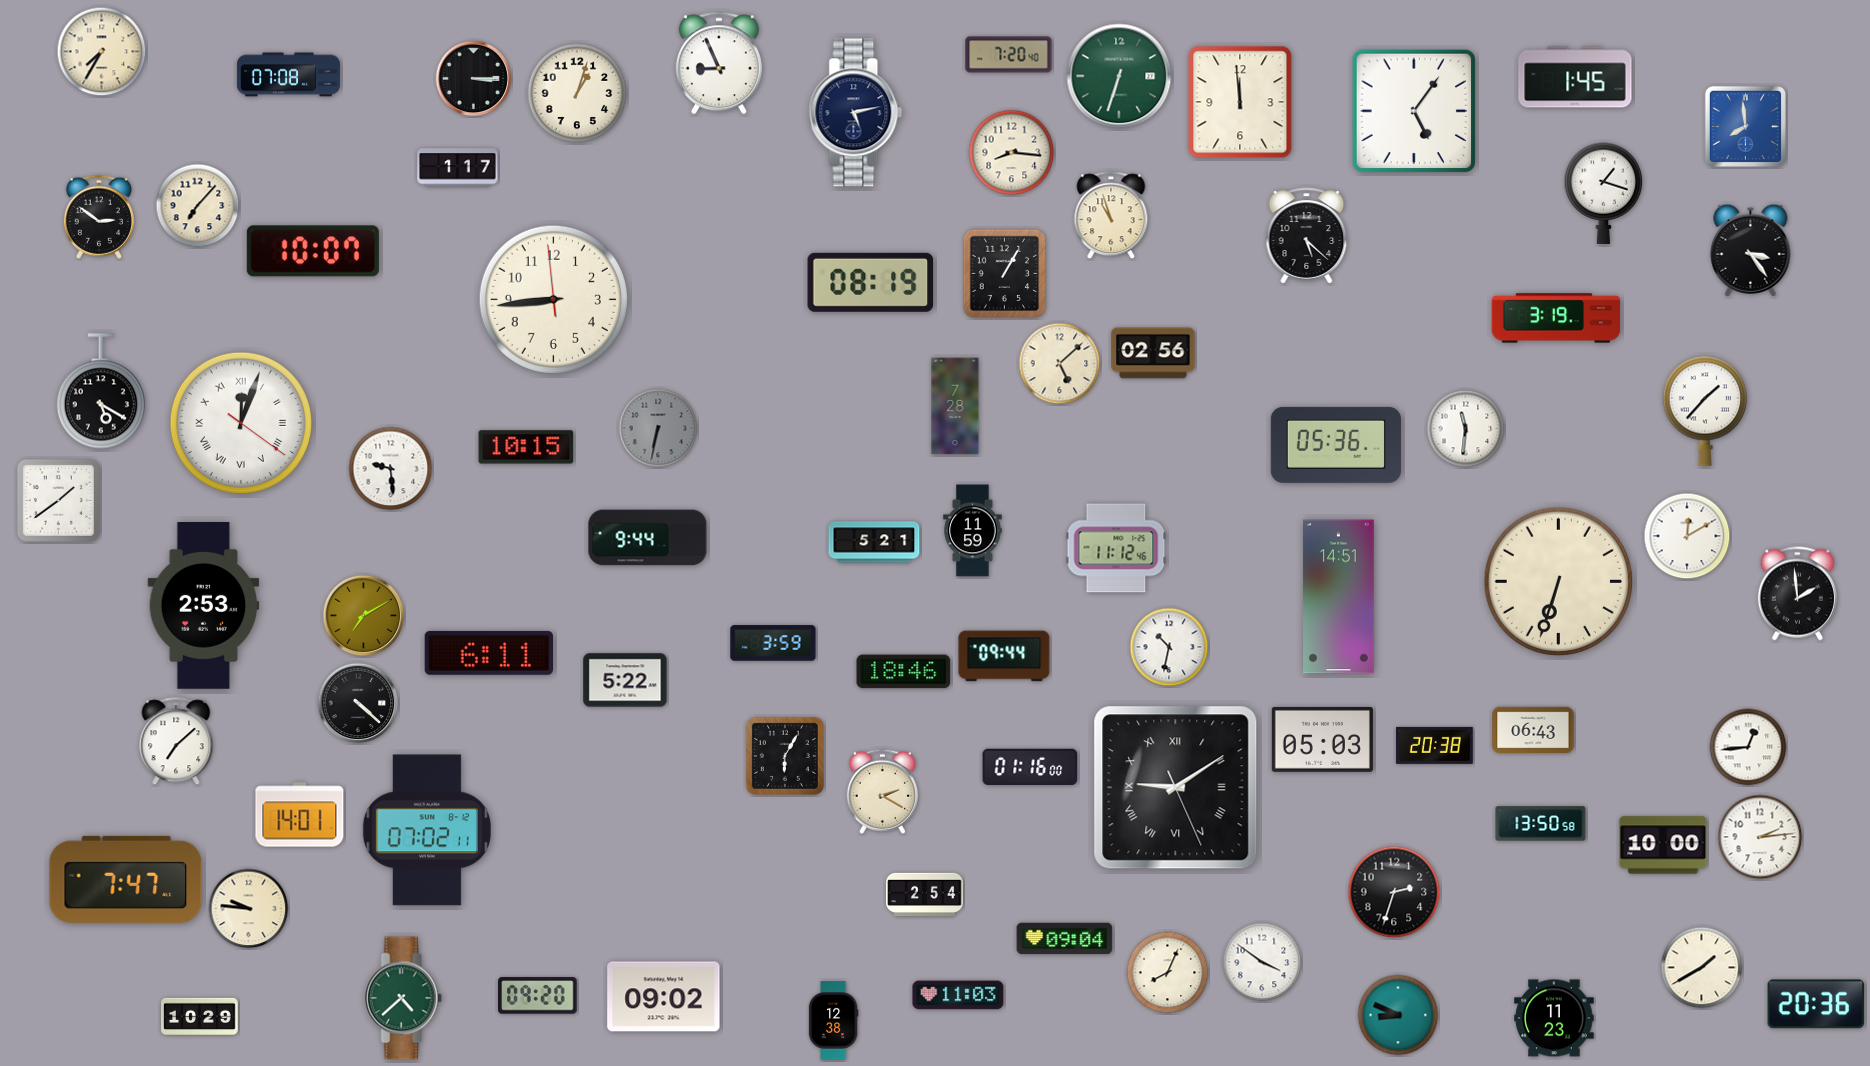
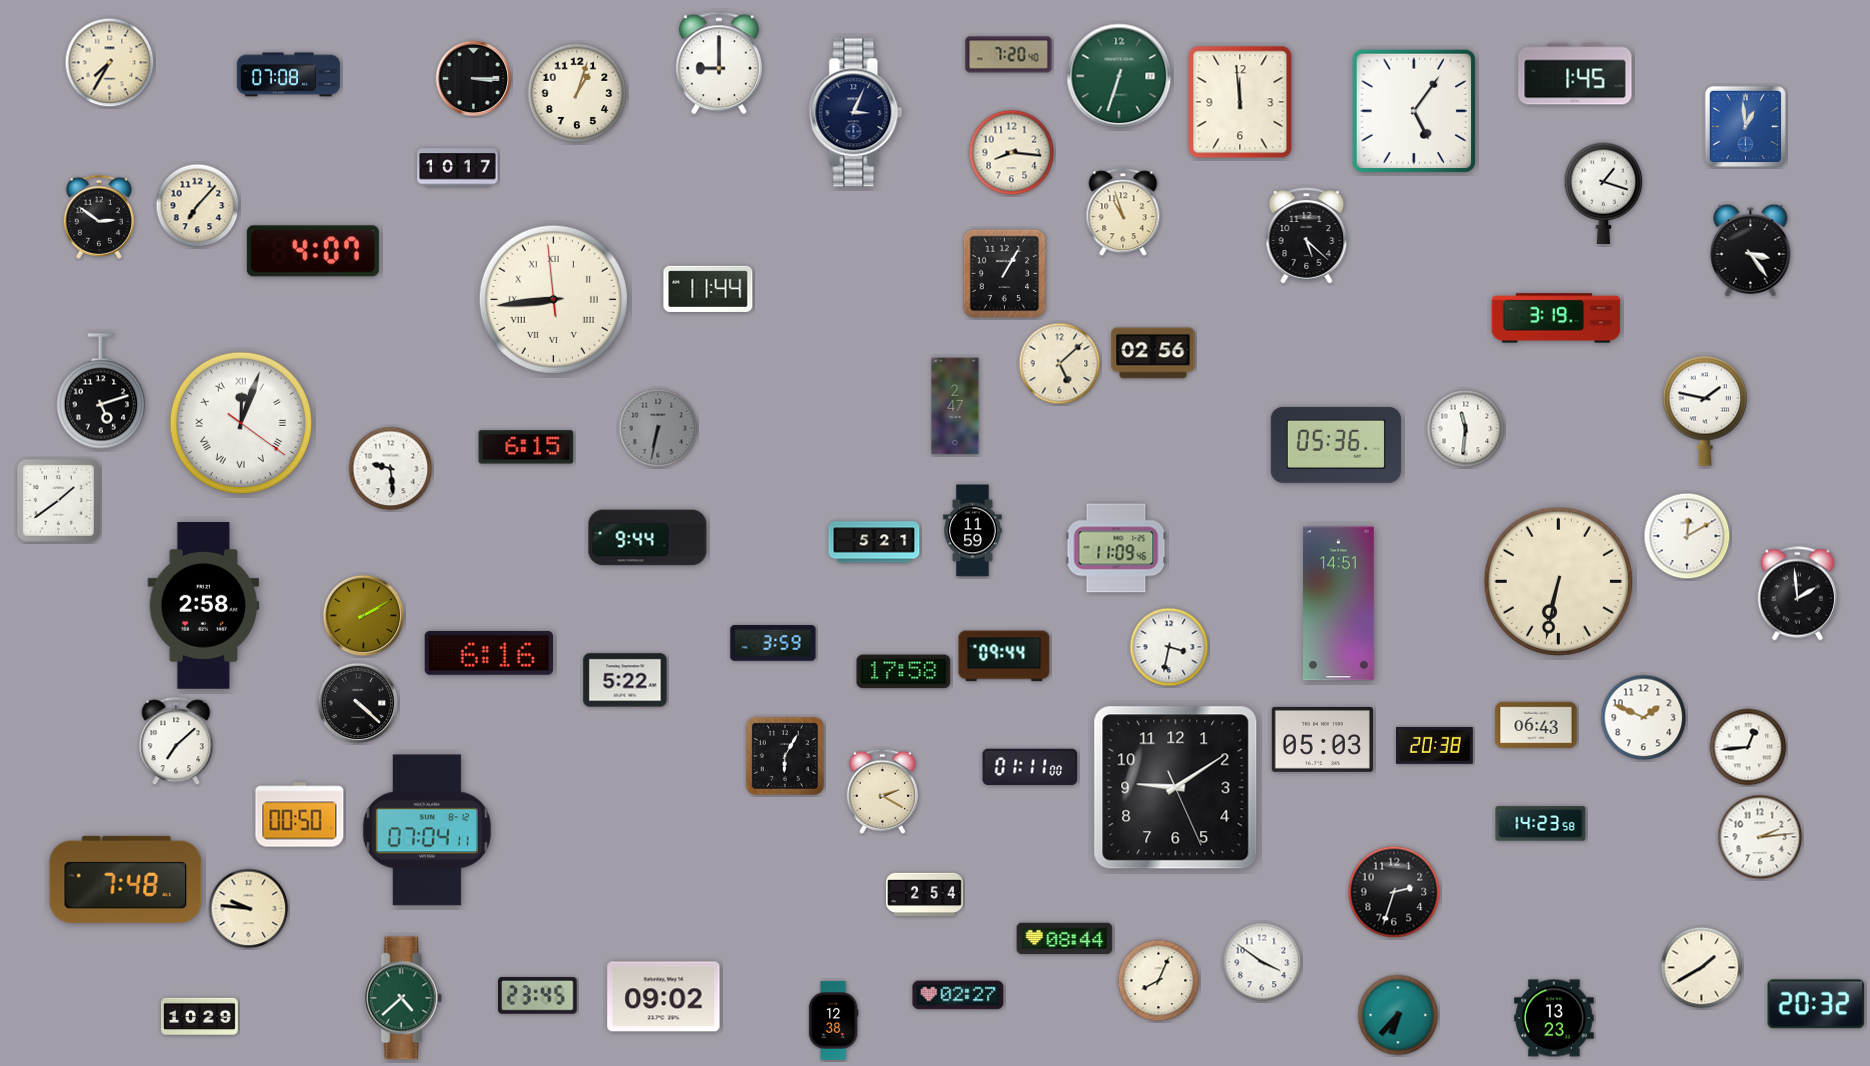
clock at (102, 52) position: (102, 52) -> (110, 63)
clock at (719, 63): 8:56 -> 9:00
clock at (1575, 77) position: (1575, 77) -> (1575, 74)
clock at (856, 113): 5:13 -> 3:04
clock at (1745, 126): 7:59 -> 12:59
clock at (458, 168): 1:17 -> 10:17
clock at (1111, 216) position: (1111, 216) -> (1123, 213)
clock at (313, 251): 10:07 -> 4:07
clock at (871, 282): 08:19 -> none
clock at (708, 289): none -> 11:44
clock at (553, 299) numerals: Arabic -> Roman
clock at (101, 391): 5:20 -> 5:12
clock at (955, 406): 7:28 -> 2:47
clock at (1705, 411): 1:37 -> 1:47
clock at (526, 447): 10:15 -> 6:15
clock at (1116, 548): 11:12 -> 11:09
clock at (1558, 581): 6:33 -> 6:32
clock at (1339, 597) position: (1339, 597) -> (1339, 604)
clock at (204, 606): 2:53 -> 2:58
clock at (364, 616): 7:10 -> 2:10
clock at (1169, 647): 10:32 -> 3:32
clock at (488, 653): 6:11 -> 6:16
clock at (904, 672): 18:46 -> 17:58
clock at (1644, 718): none -> 1:49
clock at (1533, 729) position: (1533, 729) -> (1536, 724)
clock at (1030, 767): 01:16 -> 01:11
clock at (1176, 788) numerals: Roman -> Arabic
clock at (300, 815): 14:01 -> 00:50
clock at (1541, 824): 13:50 -> 14:23
clock at (427, 830): 07:02 -> 07:04
clock at (1663, 845): 10:00 -> none
clock at (126, 879): 7:47 -> 7:48
clock at (1065, 939): 09:04 -> 08:44
clock at (1168, 973) position: (1168, 973) -> (1159, 981)
clock at (958, 995): 11:03 -> 02:27
clock at (538, 996): 09:20 -> 23:45
clock at (1816, 1004): 20:36 -> 20:32
clock at (1398, 1015): 8:49 -> 6:37
clock at (1554, 1018): 11:23 -> 13:23
